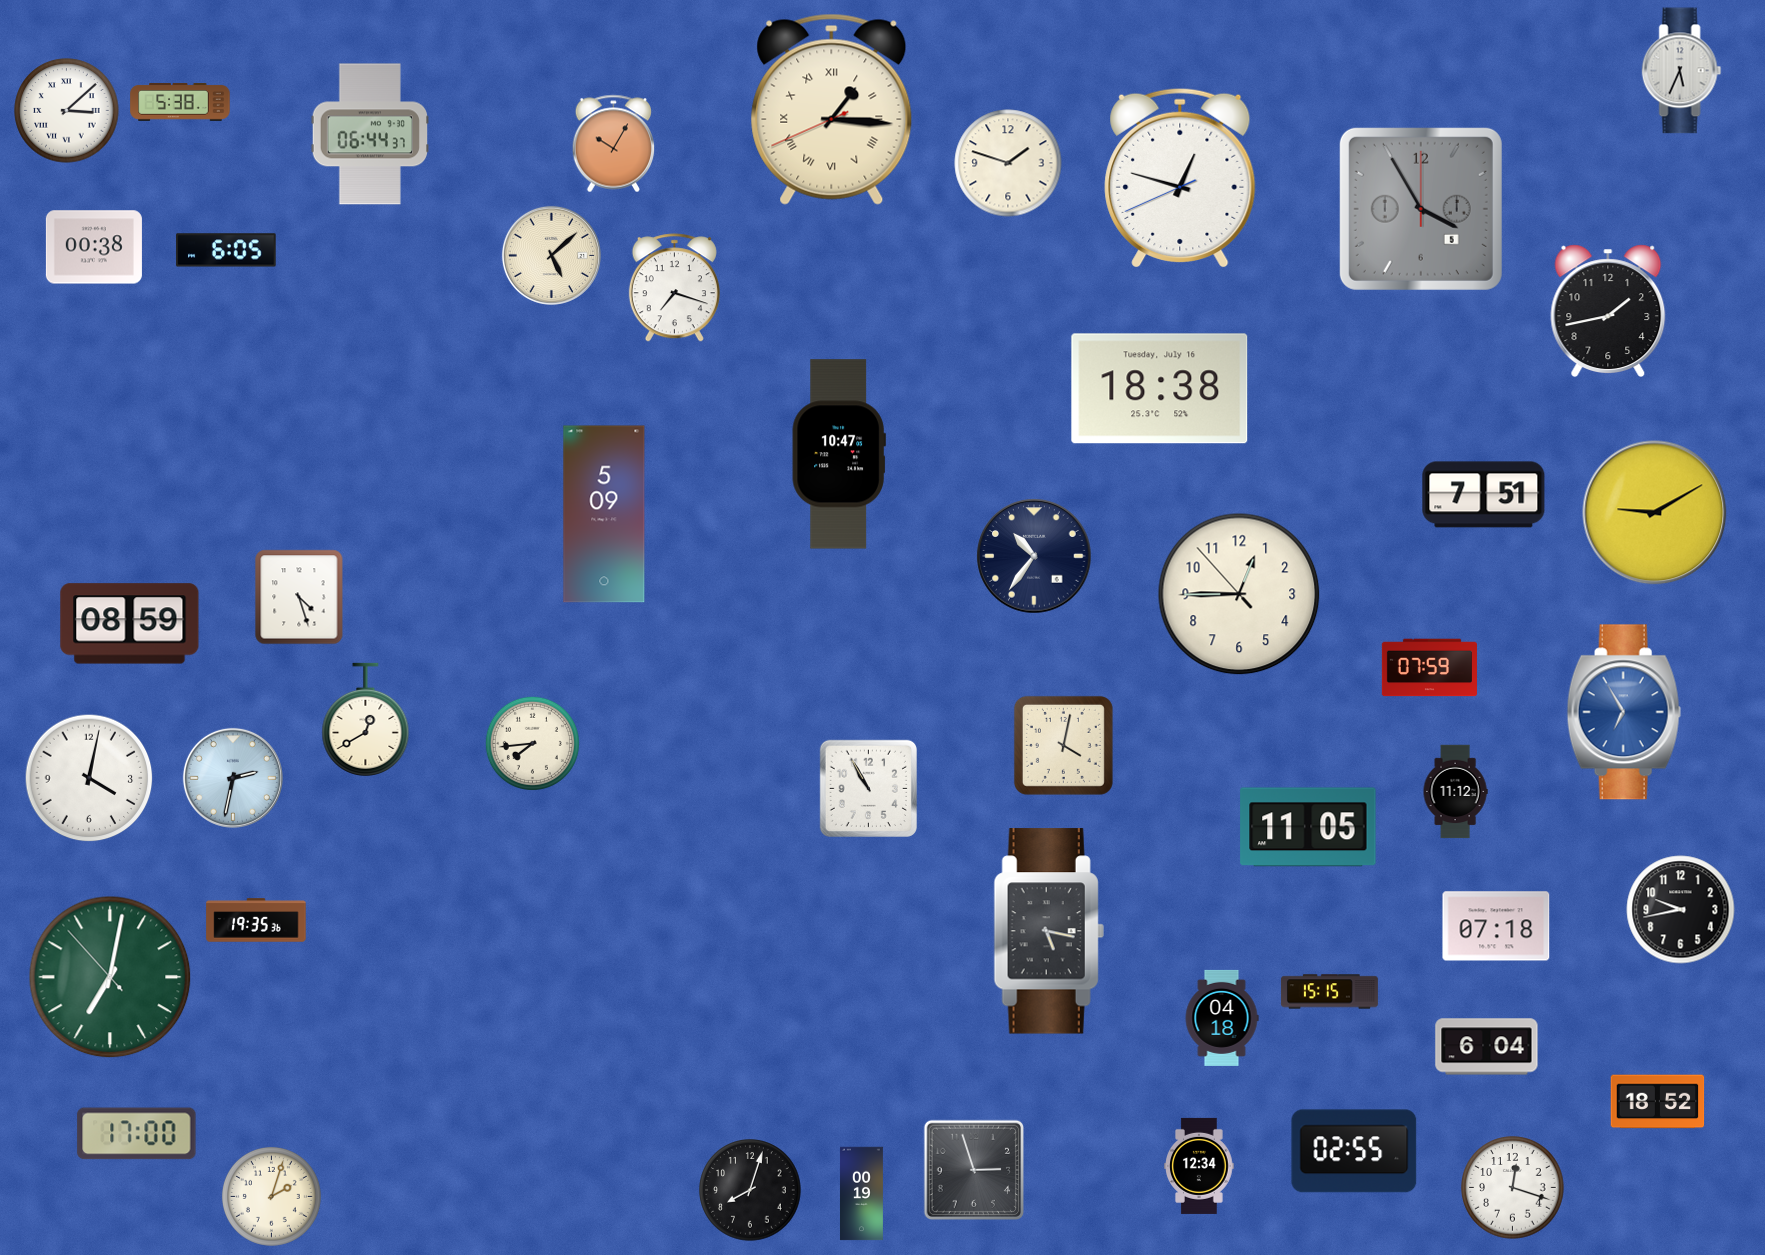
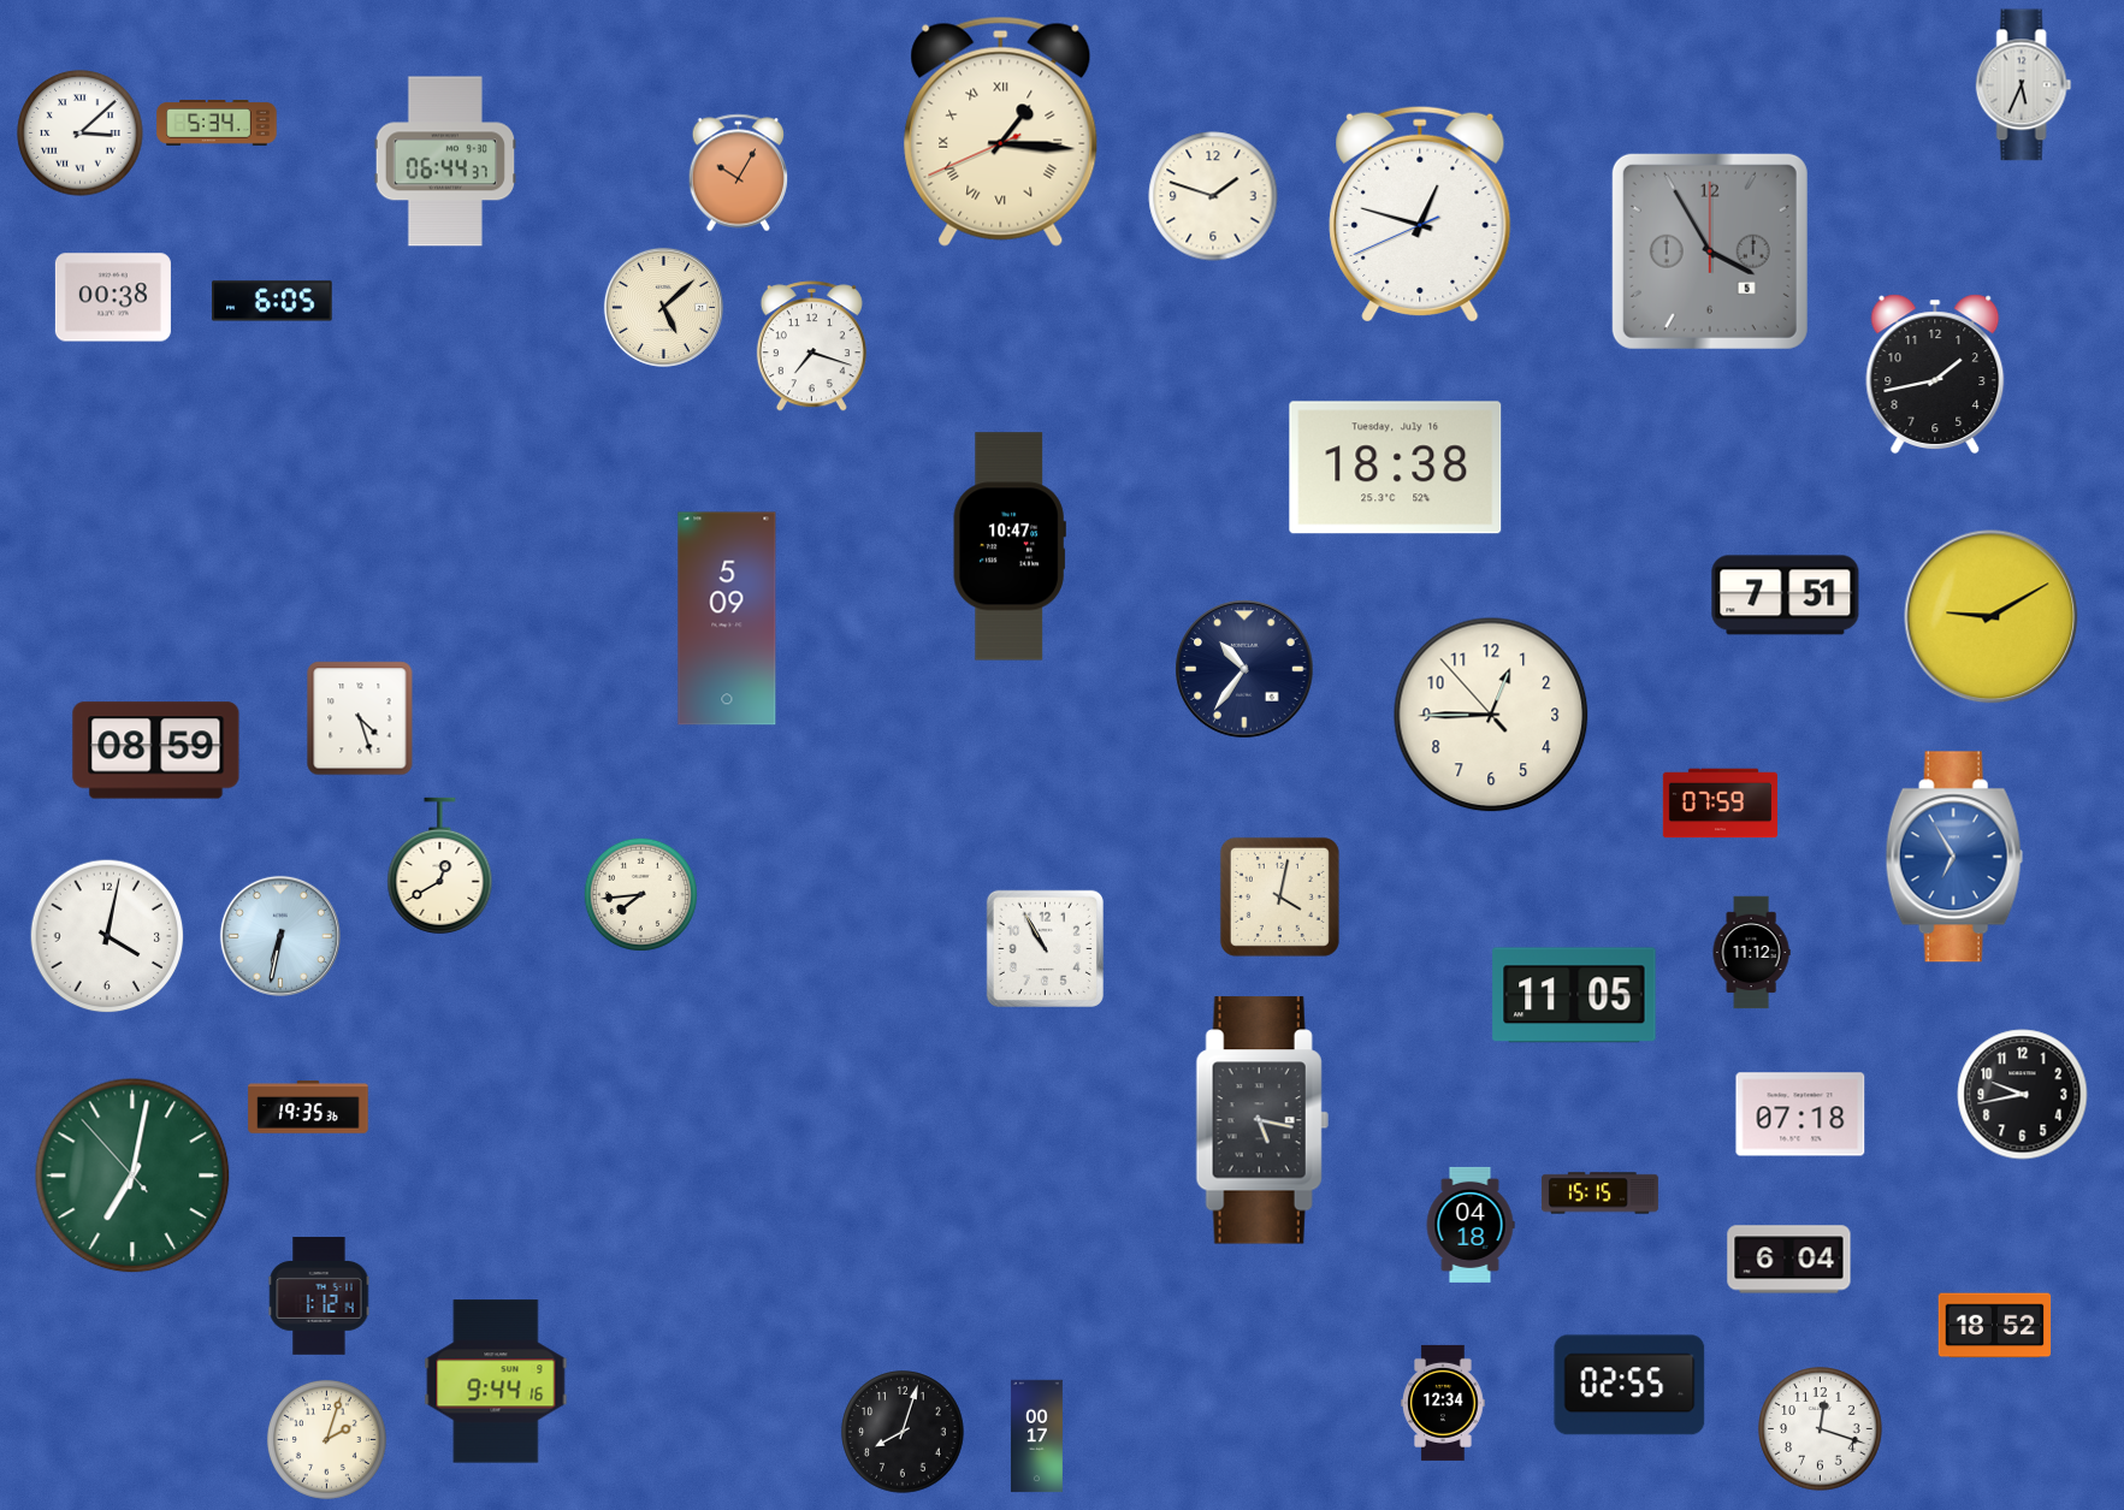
clock at (180, 103): 5:38 -> 5:34
clock at (233, 778): 2:32 -> 6:32
clock at (319, 1297): none -> 1:12
clock at (137, 1134): 17:00 -> none
clock at (496, 1381): none -> 9:44
clock at (973, 1169): 2:57 -> none
clock at (861, 1194): 00:19 -> 00:17
